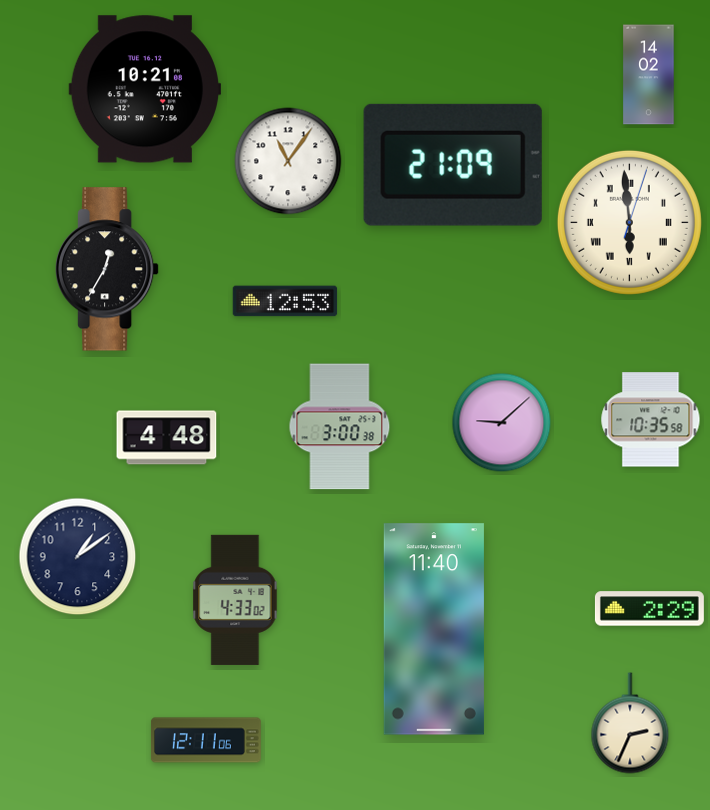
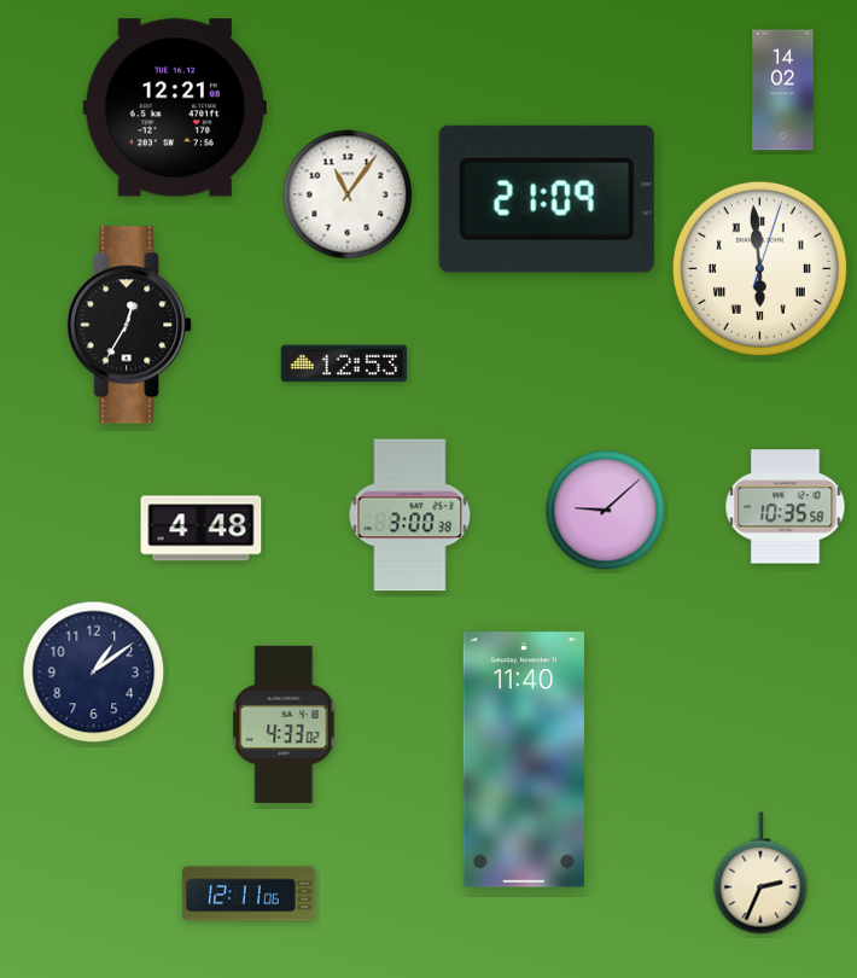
clock at (144, 89): 10:21 -> 12:21
clock at (649, 609): 2:29 -> none
